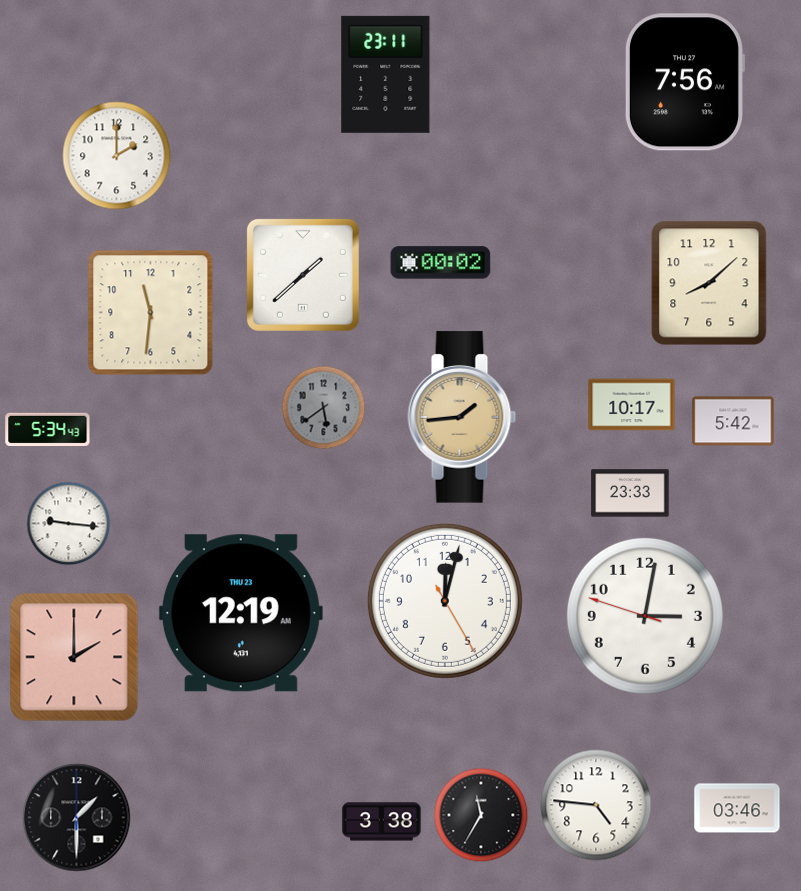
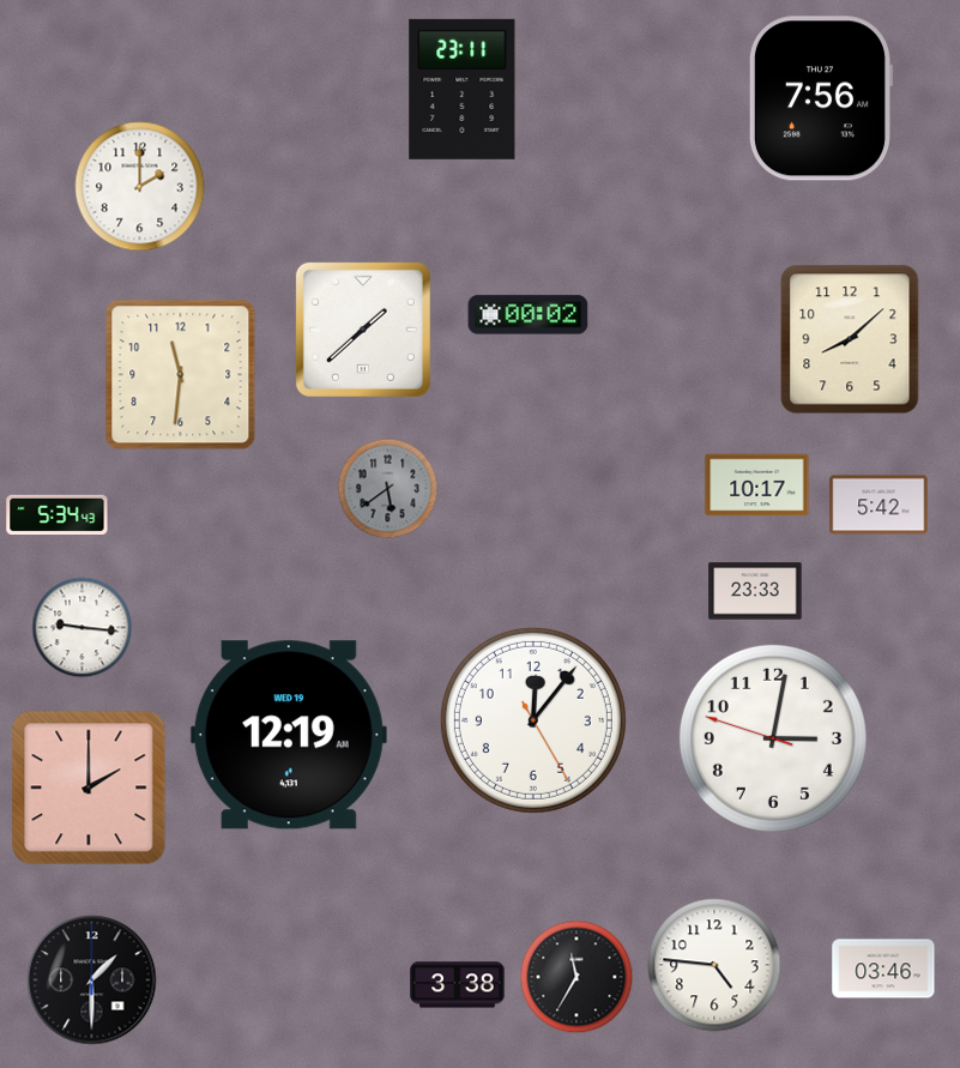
clock at (462, 417): 1:44 -> none
clock at (445, 601): 12:02 -> 12:06
clock at (241, 613) date: THU 23 -> WED 19
